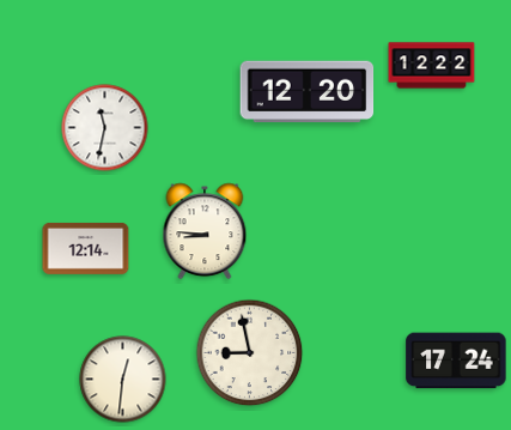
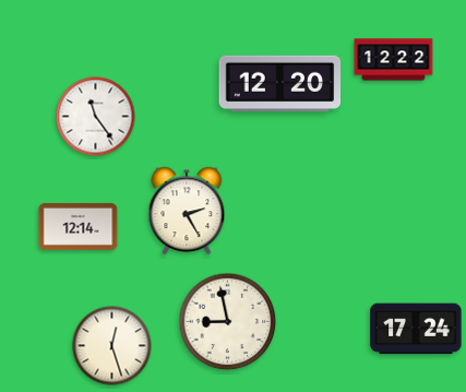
clock at (105, 128): 11:32 -> 11:24
clock at (205, 231): 8:46 -> 2:25
clock at (123, 380): 12:31 -> 12:27
